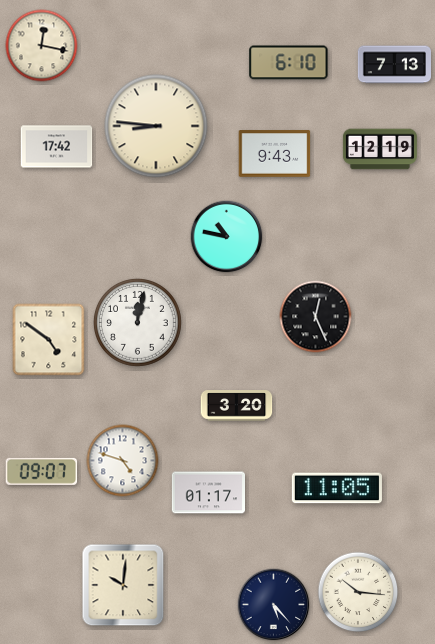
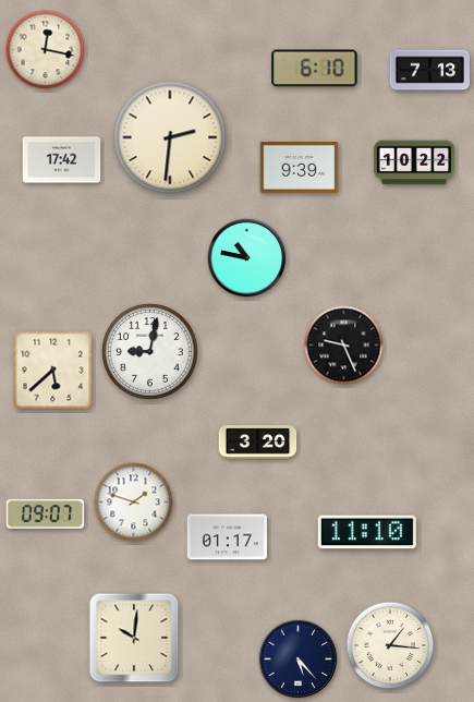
clock at (156, 126): 8:46 -> 2:31
clock at (380, 149): 12:19 -> 10:22
clock at (275, 154): 9:43 -> 9:39
clock at (316, 317): 12:26 -> 9:26
clock at (137, 322): 12:02 -> 9:02
clock at (49, 340): 4:51 -> 5:38
clock at (123, 461): 4:48 -> 1:48
clock at (337, 488): 11:05 -> 11:10
clock at (358, 592): 10:16 -> 1:16
